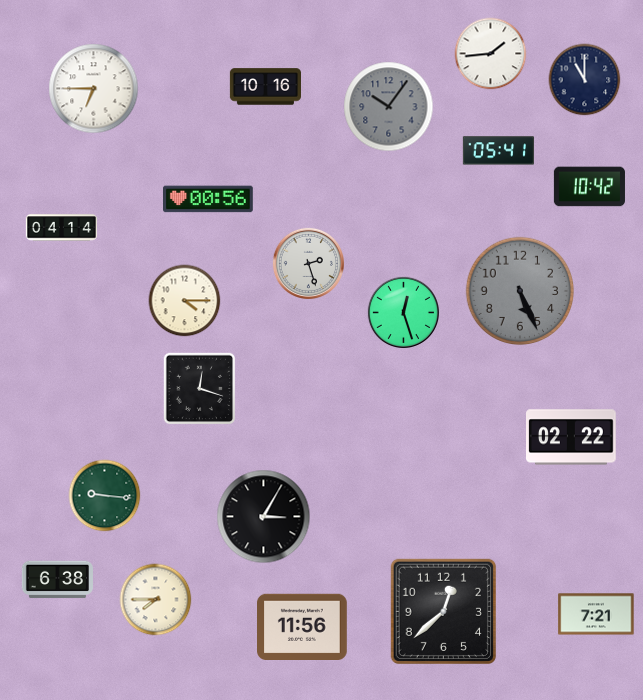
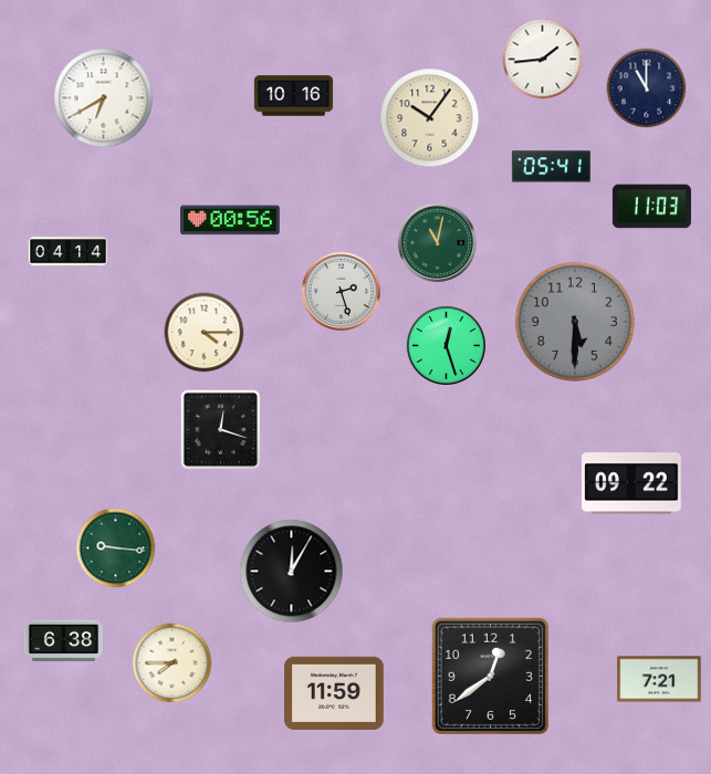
clock at (94, 89): 6:45 -> 6:40
clock at (389, 107) dial: grey -> cream
clock at (589, 187): 10:42 -> 11:03
clock at (437, 242): none -> 11:02
clock at (519, 290): 5:26 -> 5:30
clock at (572, 437): 02:22 -> 09:22
clock at (264, 517): 3:05 -> 12:05
clock at (443, 611): 12:38 -> 12:39
clock at (303, 627): 11:56 -> 11:59
